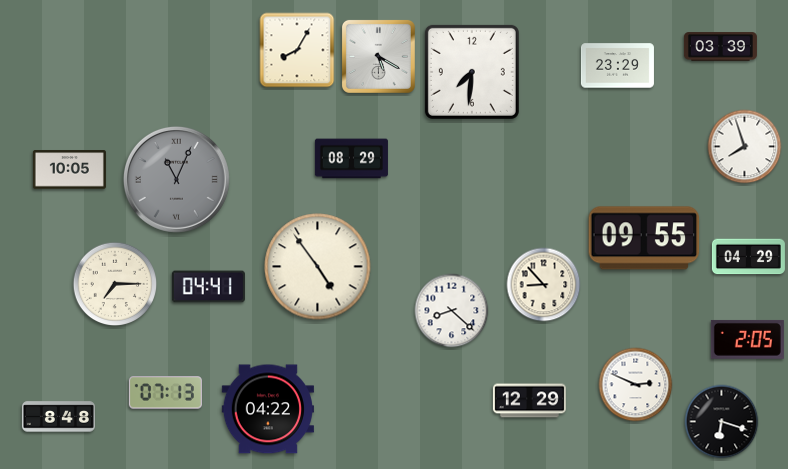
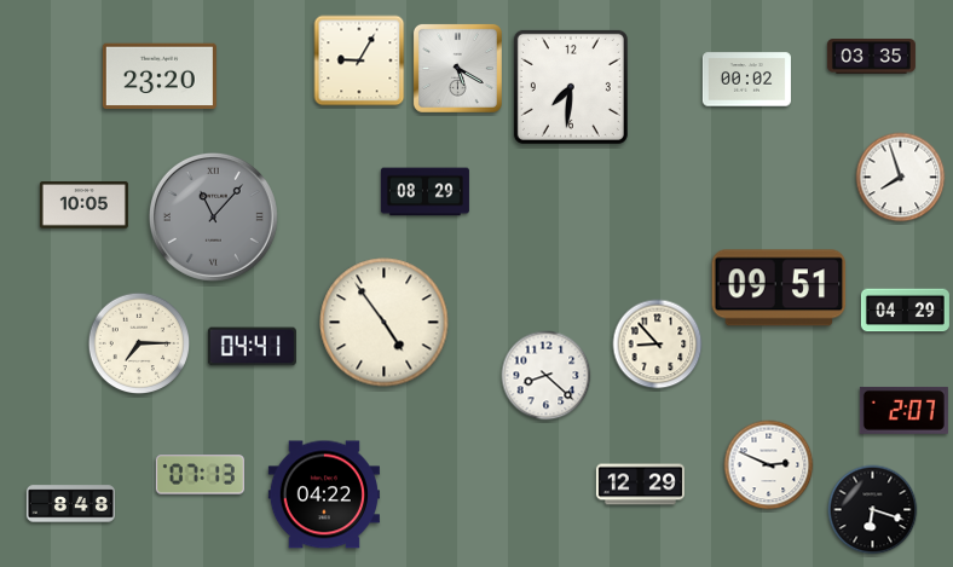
clock at (720, 47): 03:39 -> 03:35
clock at (297, 50): 8:05 -> 9:05
clock at (160, 76): none -> 23:20
clock at (617, 66): 23:29 -> 00:02
clock at (176, 179): 11:04 -> 11:07
clock at (644, 238): 09:55 -> 09:51
clock at (747, 339): 2:05 -> 2:07
